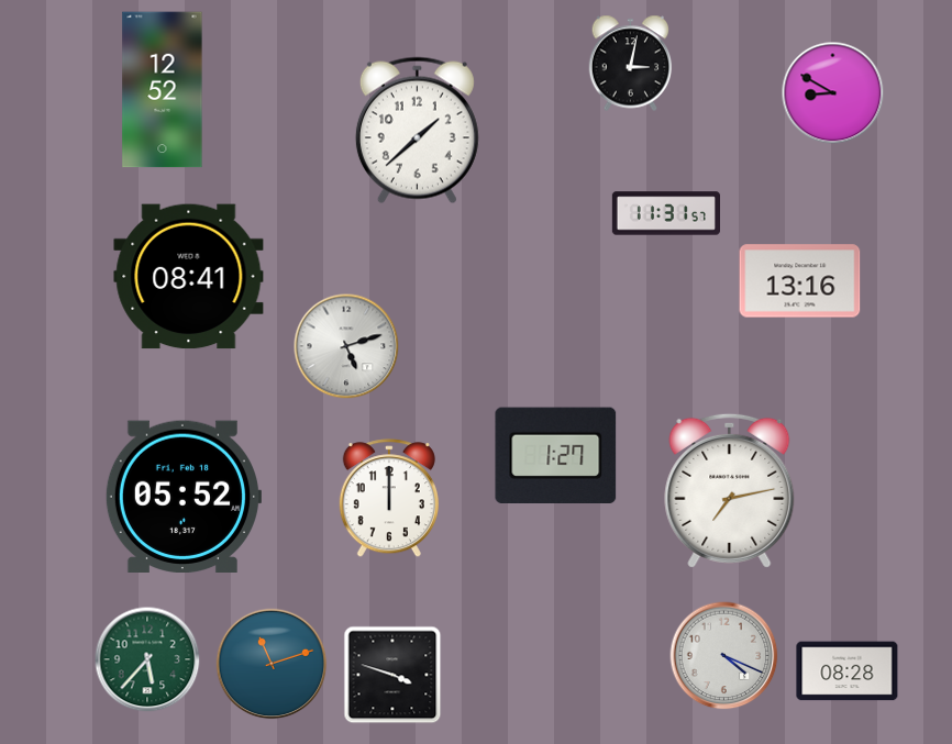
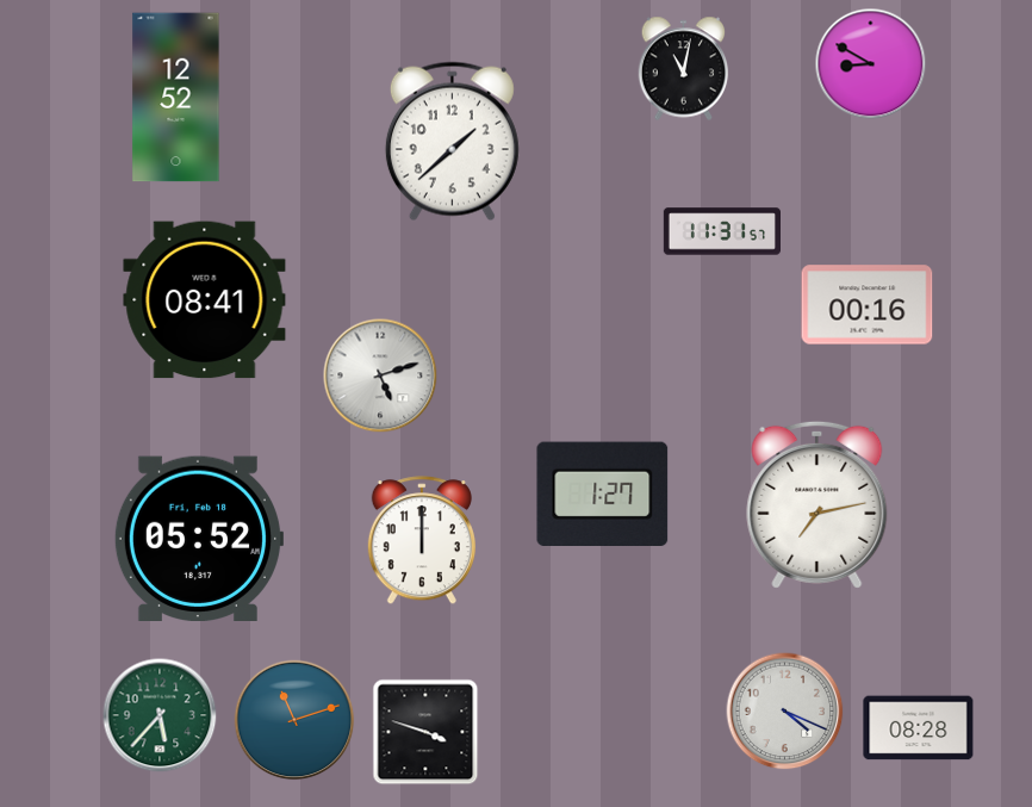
clock at (631, 64): 3:02 -> 11:02
clock at (833, 93) position: (833, 93) -> (871, 64)
clock at (800, 281): 13:16 -> 00:16
clock at (346, 346) position: (346, 346) -> (380, 375)
clock at (730, 490) position: (730, 490) -> (817, 504)
